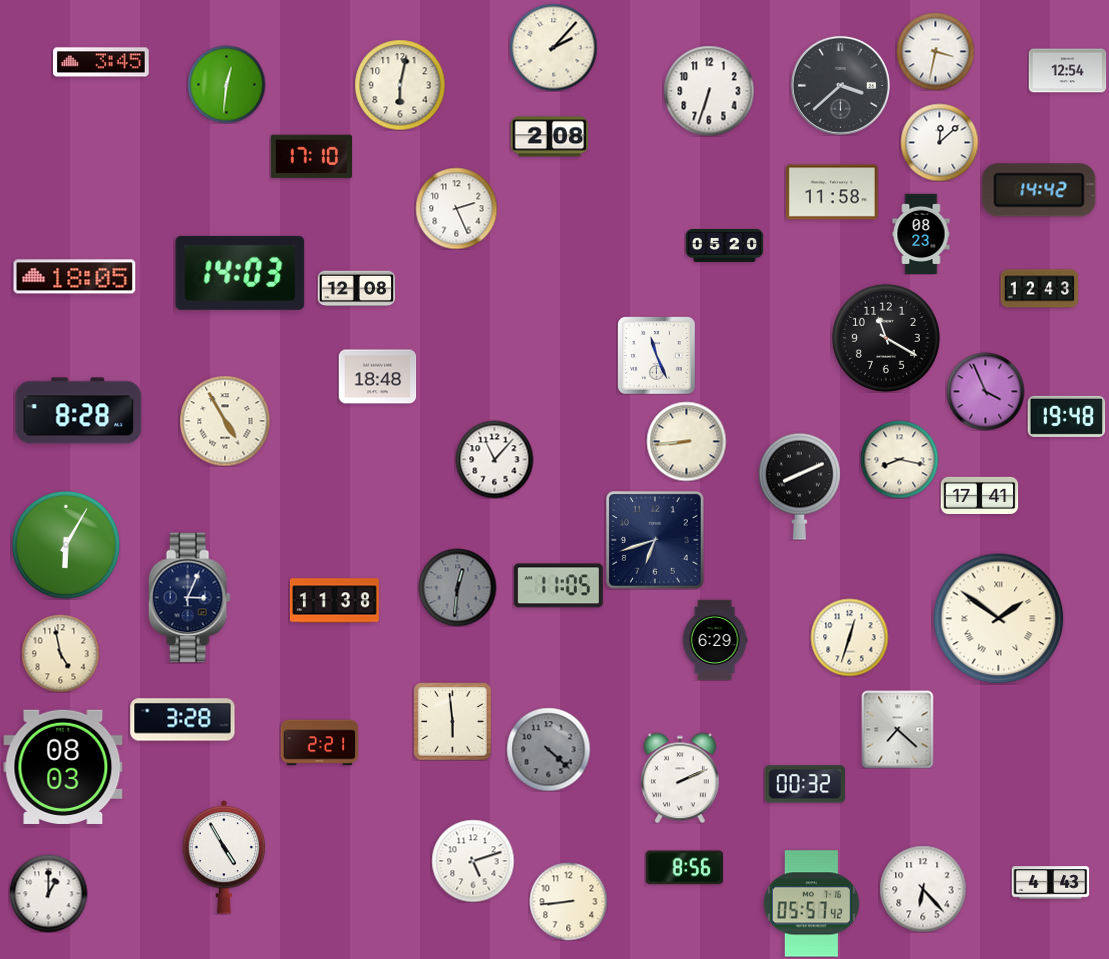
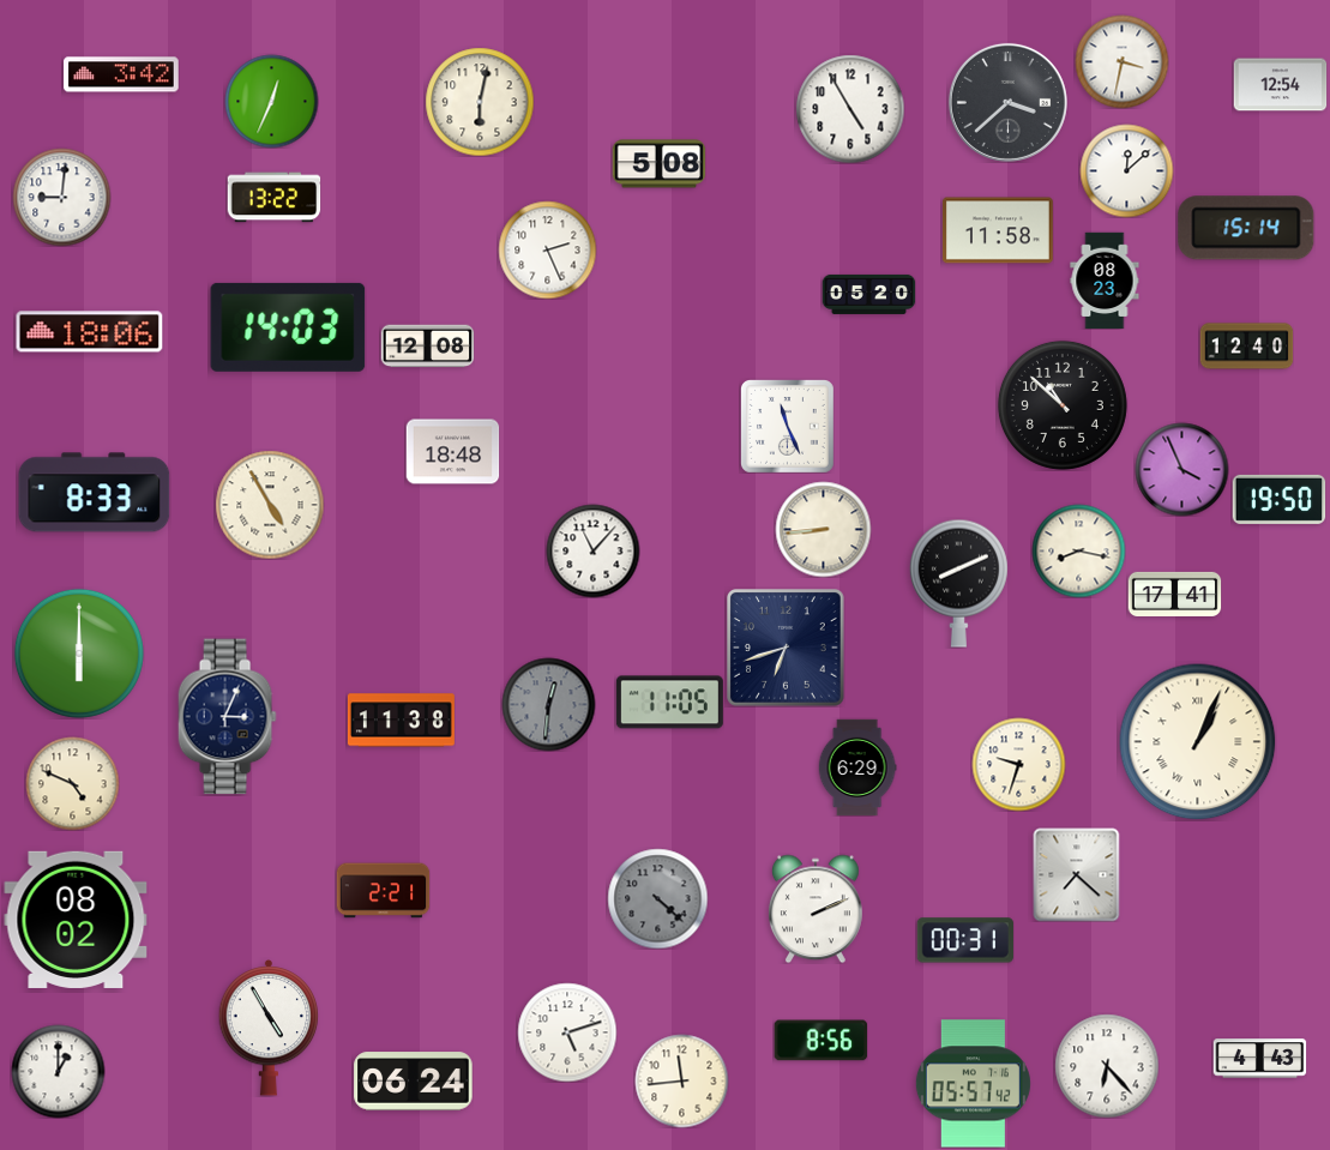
clock at (553, 47): 2:07 -> none
clock at (101, 62): 3:45 -> 3:42
clock at (226, 84): 12:31 -> 12:34
clock at (709, 91): 6:33 -> 4:55
clock at (549, 137): 2:08 -> 5:08
clock at (311, 157): 17:10 -> none
clock at (61, 197): none -> 9:01
clock at (273, 198): none -> 13:22
clock at (1039, 190): 14:42 -> 15:14
clock at (75, 277): 18:05 -> 18:06
clock at (1039, 289): 12:43 -> 12:40
clock at (886, 338): 11:20 -> 10:52
clock at (79, 411): 8:28 -> 8:33
clock at (1066, 416): 19:48 -> 19:50
clock at (66, 545): 6:05 -> 6:00
clock at (999, 619): 1:51 -> 1:04
clock at (849, 637): 12:33 -> 9:33
clock at (60, 653): 4:58 -> 4:49
clock at (183, 720): 3:28 -> none
clock at (452, 721): 5:59 -> none
clock at (63, 767): 08:03 -> 08:02
clock at (680, 778) position: (680, 778) -> (816, 909)
clock at (804, 784): 00:32 -> 00:31
clock at (568, 901): 8:44 -> 11:44
clock at (414, 1082): none -> 06:24
